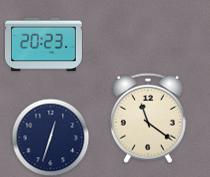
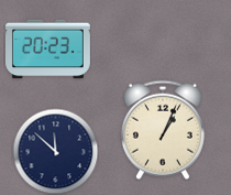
clock at (148, 118): 11:21 -> 1:04
clock at (50, 137): 12:33 -> 11:52
